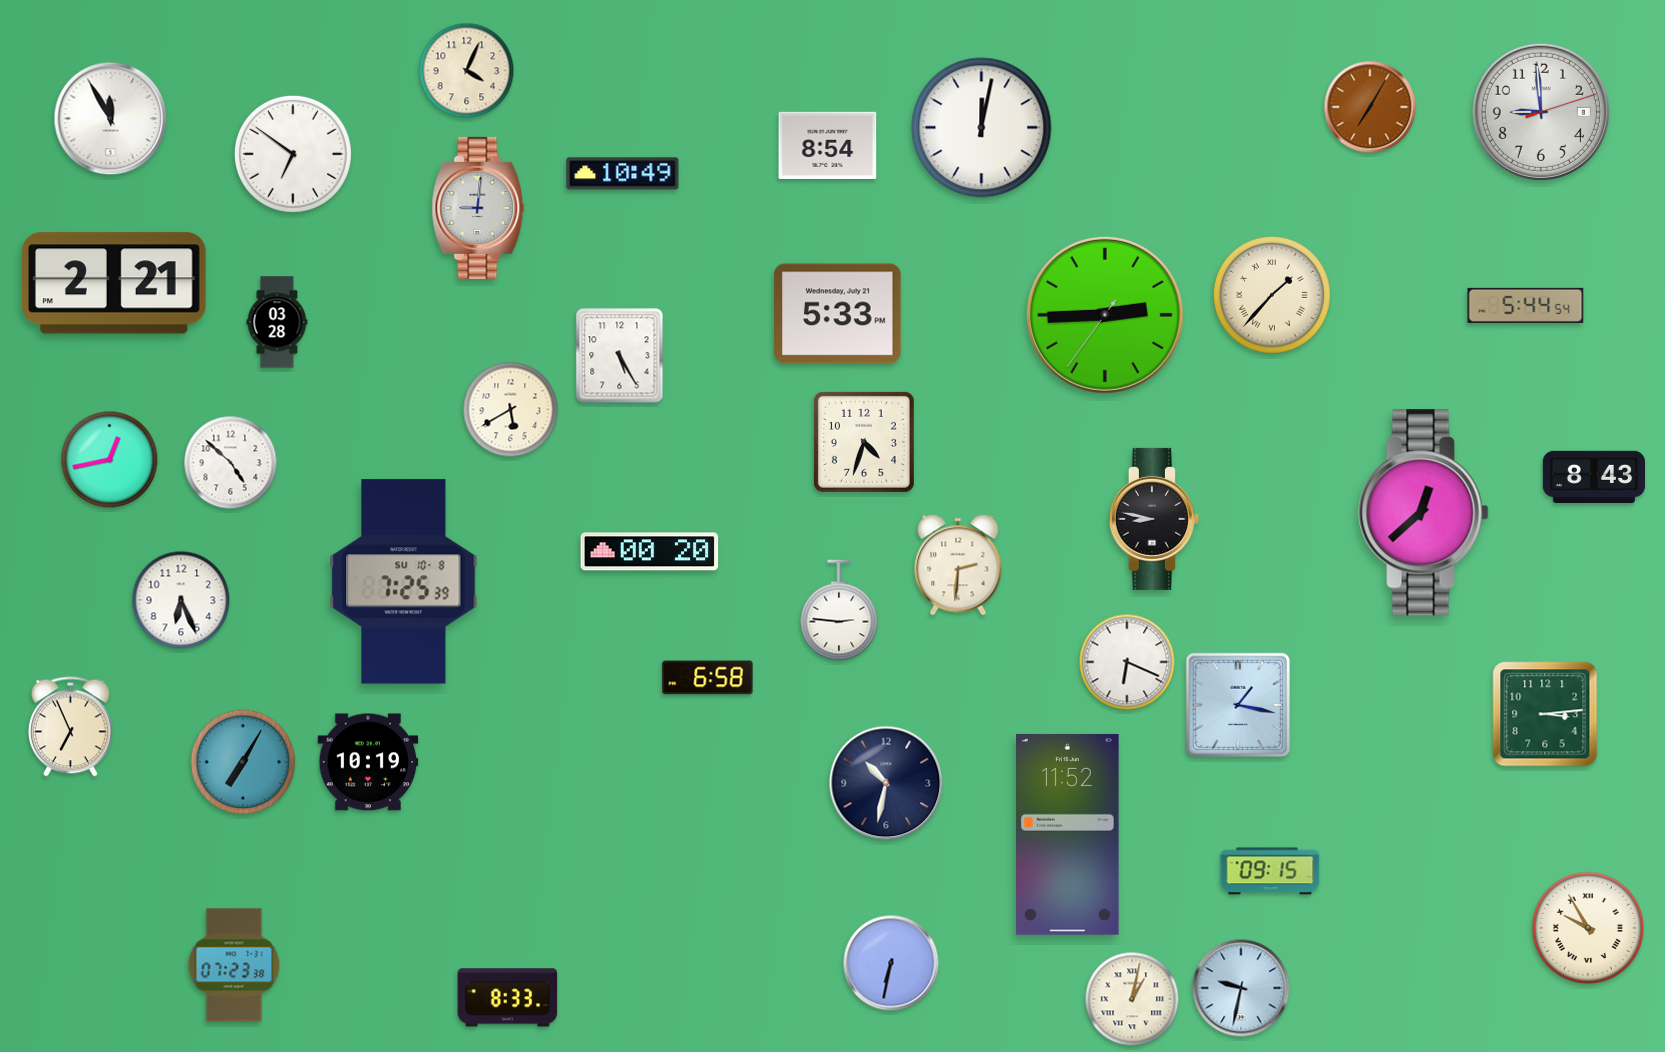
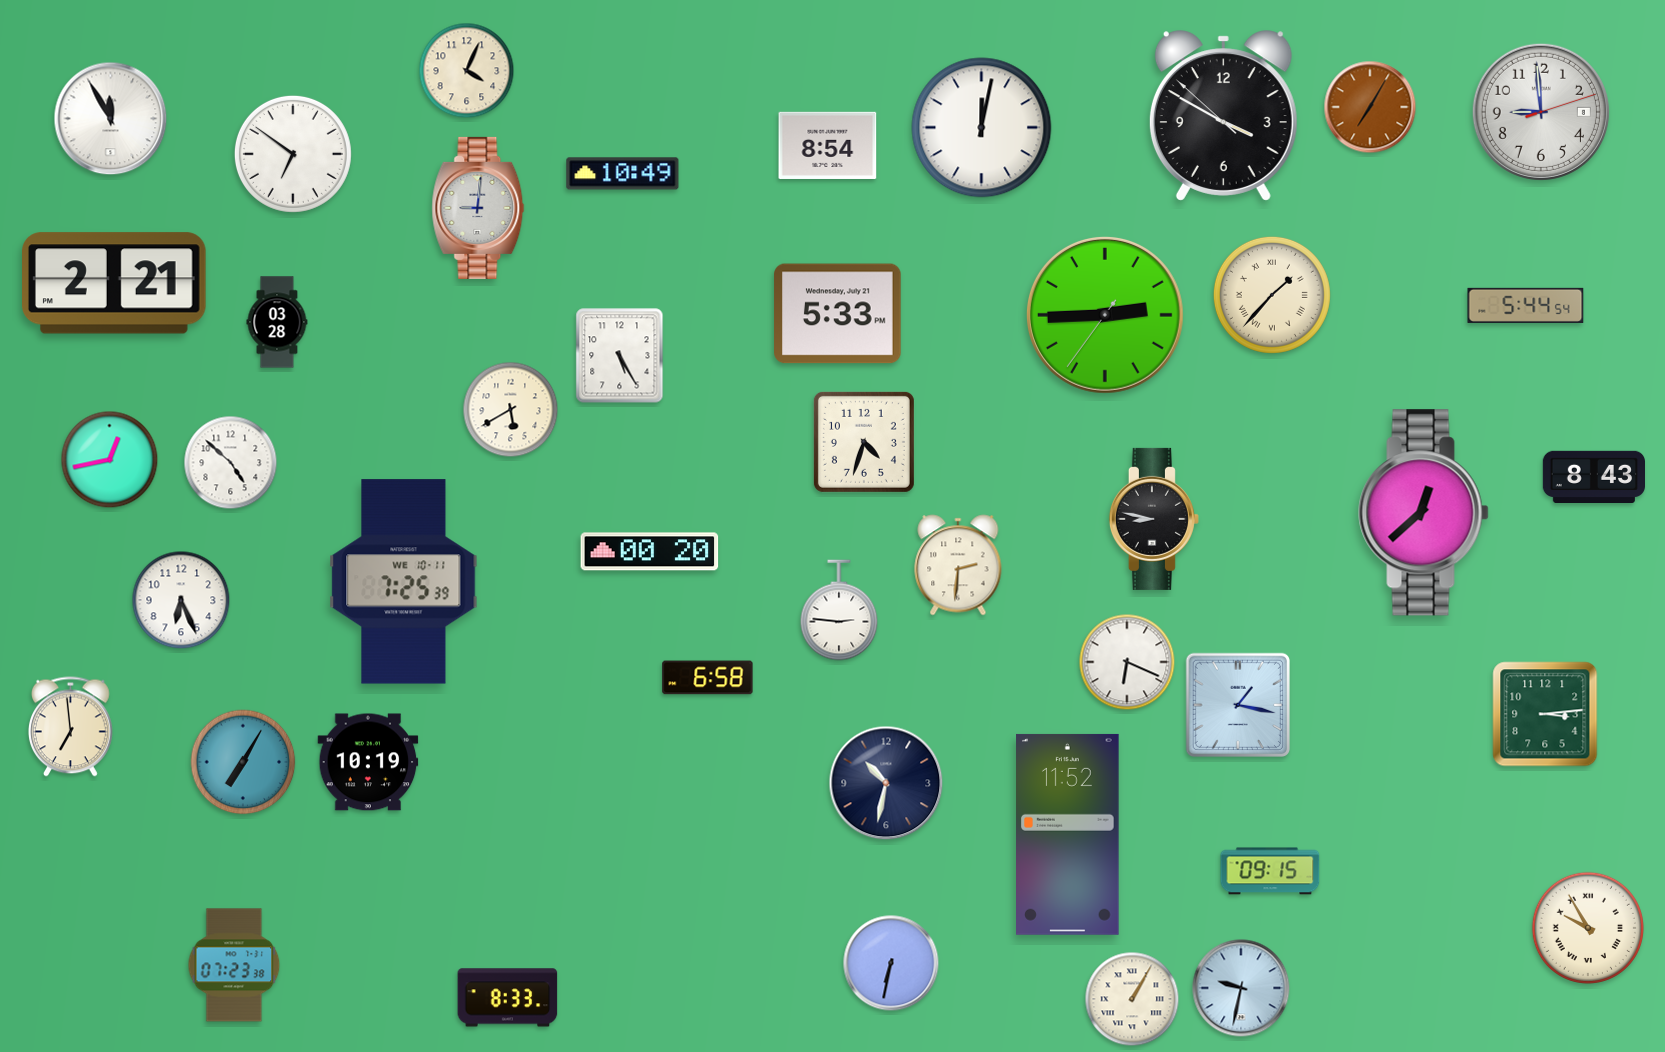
clock at (1223, 116): none -> 3:49
clock at (404, 582) date: SU 10-8 -> WE 10-11
clock at (70, 727): 6:56 -> 6:59
clock at (1132, 999): 1:02 -> 1:05
